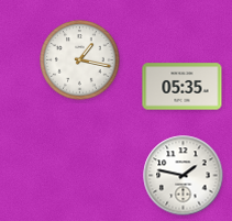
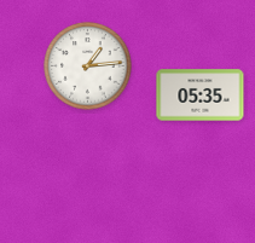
clock at (80, 60): 1:17 -> 1:14
clock at (184, 176): 1:47 -> none
